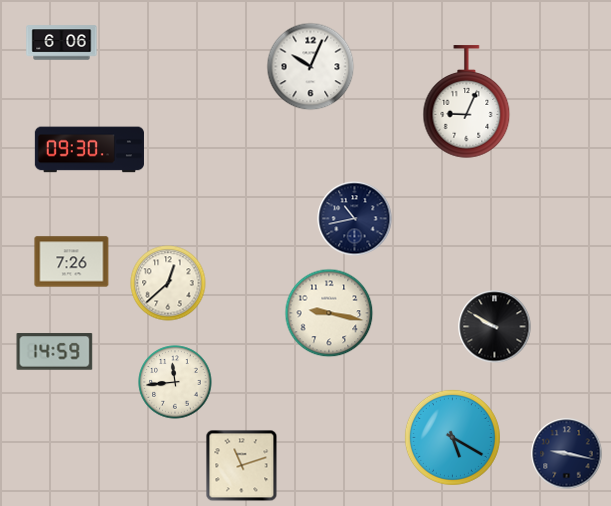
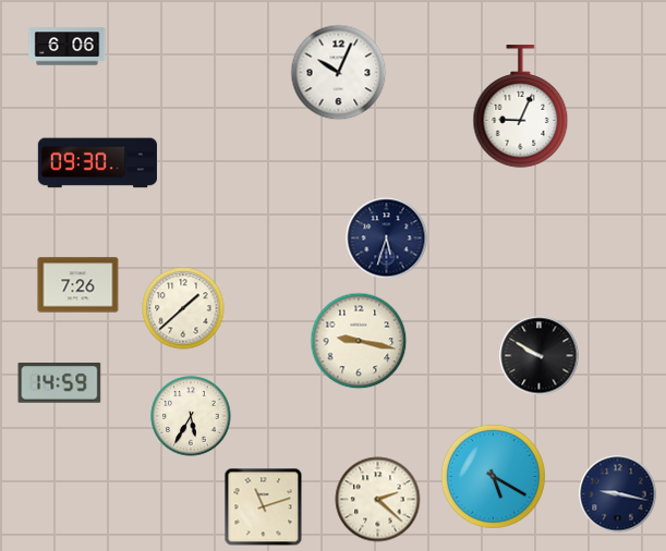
clock at (467, 102) position: (467, 102) -> (521, 107)
clock at (355, 219): 10:43 -> 5:33
clock at (168, 283): 12:38 -> 1:38
clock at (175, 382): 11:44 -> 5:35
clock at (378, 500): none -> 2:22
